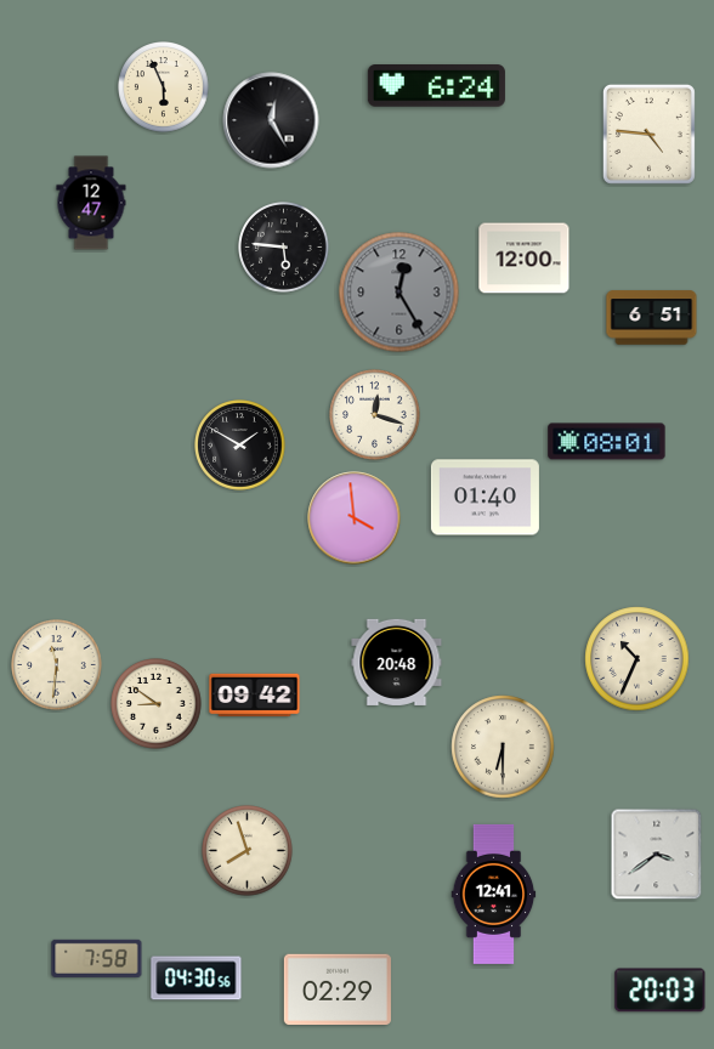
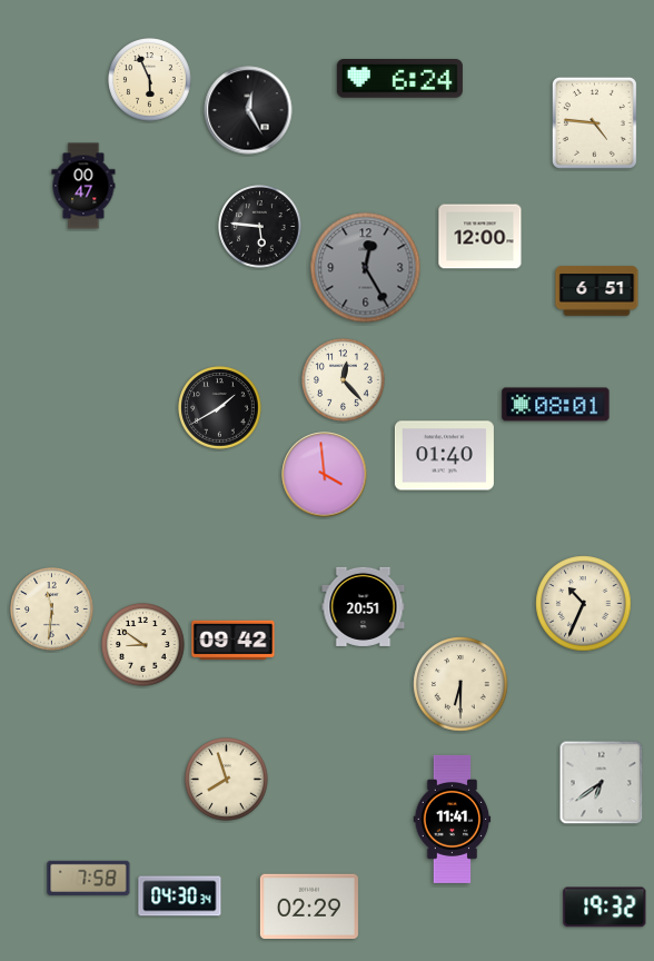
clock at (91, 203): 12:47 -> 00:47
clock at (375, 415): 12:18 -> 12:23
clock at (240, 446): 1:50 -> 1:40
clock at (397, 662): 20:48 -> 20:51
clock at (255, 696) position: (255, 696) -> (234, 641)
clock at (657, 855): 3:39 -> 6:39
clock at (494, 894): 12:41 -> 11:41
clock at (197, 979): 04:30:56 -> 04:30:34
clock at (661, 991): 20:03 -> 19:32
